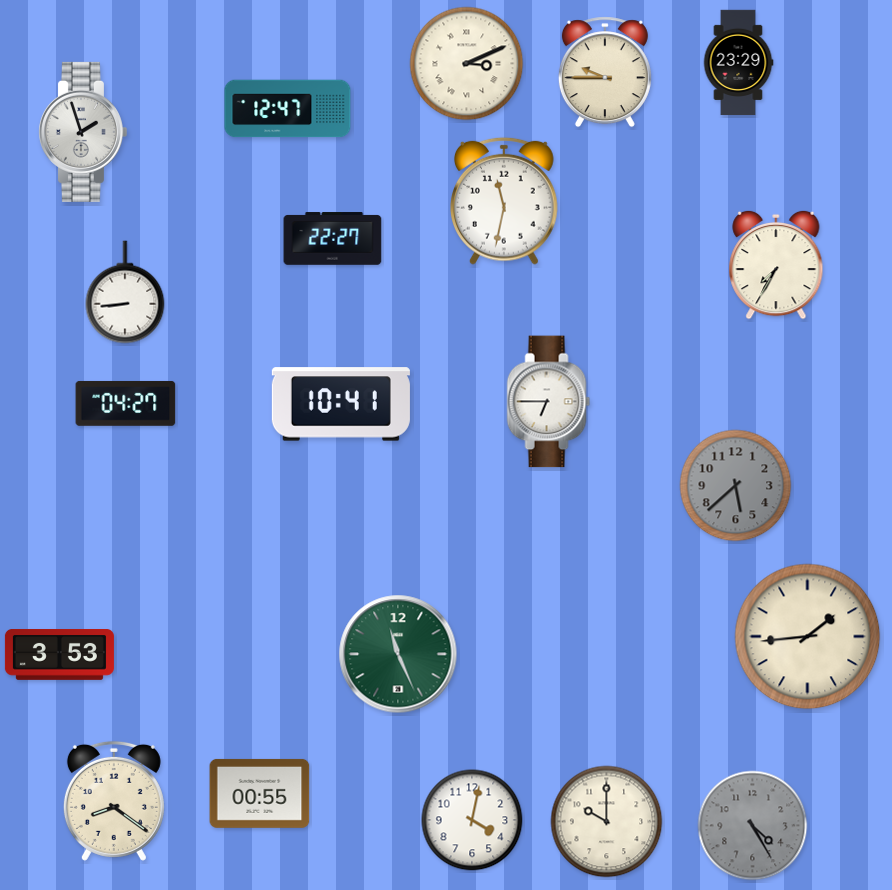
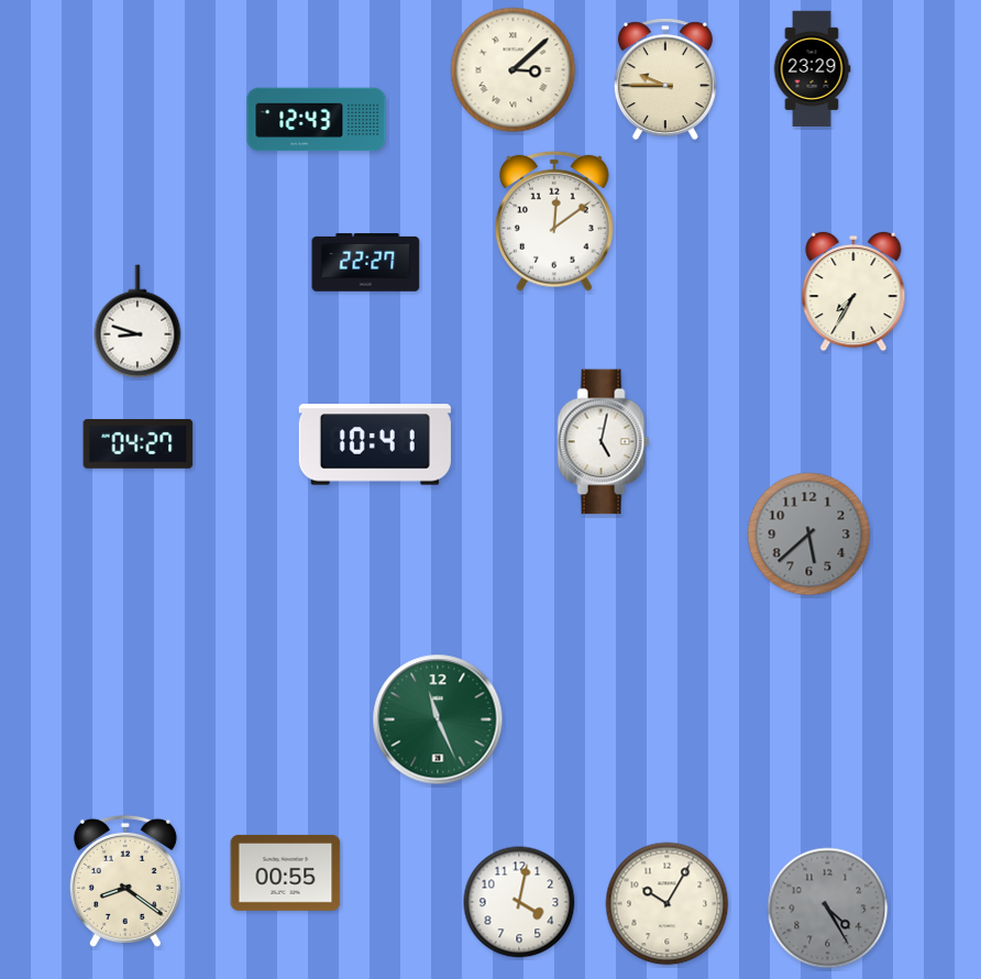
clock at (467, 64): 3:11 -> 3:08
clock at (288, 109): 12:47 -> 12:43
clock at (82, 132): 1:57 -> none
clock at (505, 201): 11:32 -> 12:09
clock at (125, 292): 8:44 -> 8:48
clock at (549, 402): 6:45 -> 5:02
clock at (808, 637): 1:44 -> none
clock at (59, 655): 3:53 -> none
clock at (607, 822): 10:00 -> 10:05
